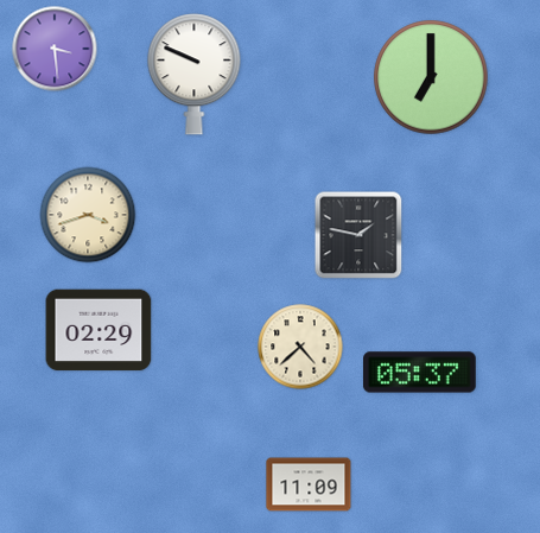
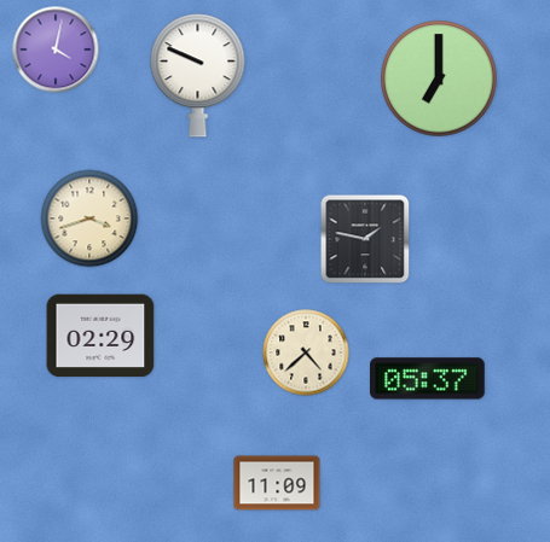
clock at (55, 49): 3:29 -> 4:02
clock at (309, 484) position: (309, 484) -> (277, 483)
